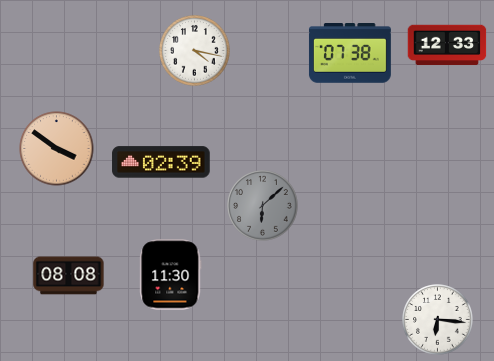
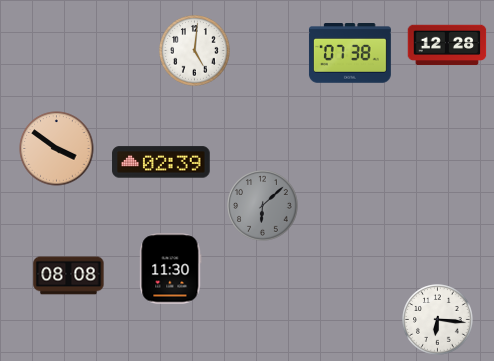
clock at (447, 45): 12:33 -> 12:28
clock at (195, 51): 4:17 -> 5:01
clock at (171, 275) position: (171, 275) -> (171, 269)
